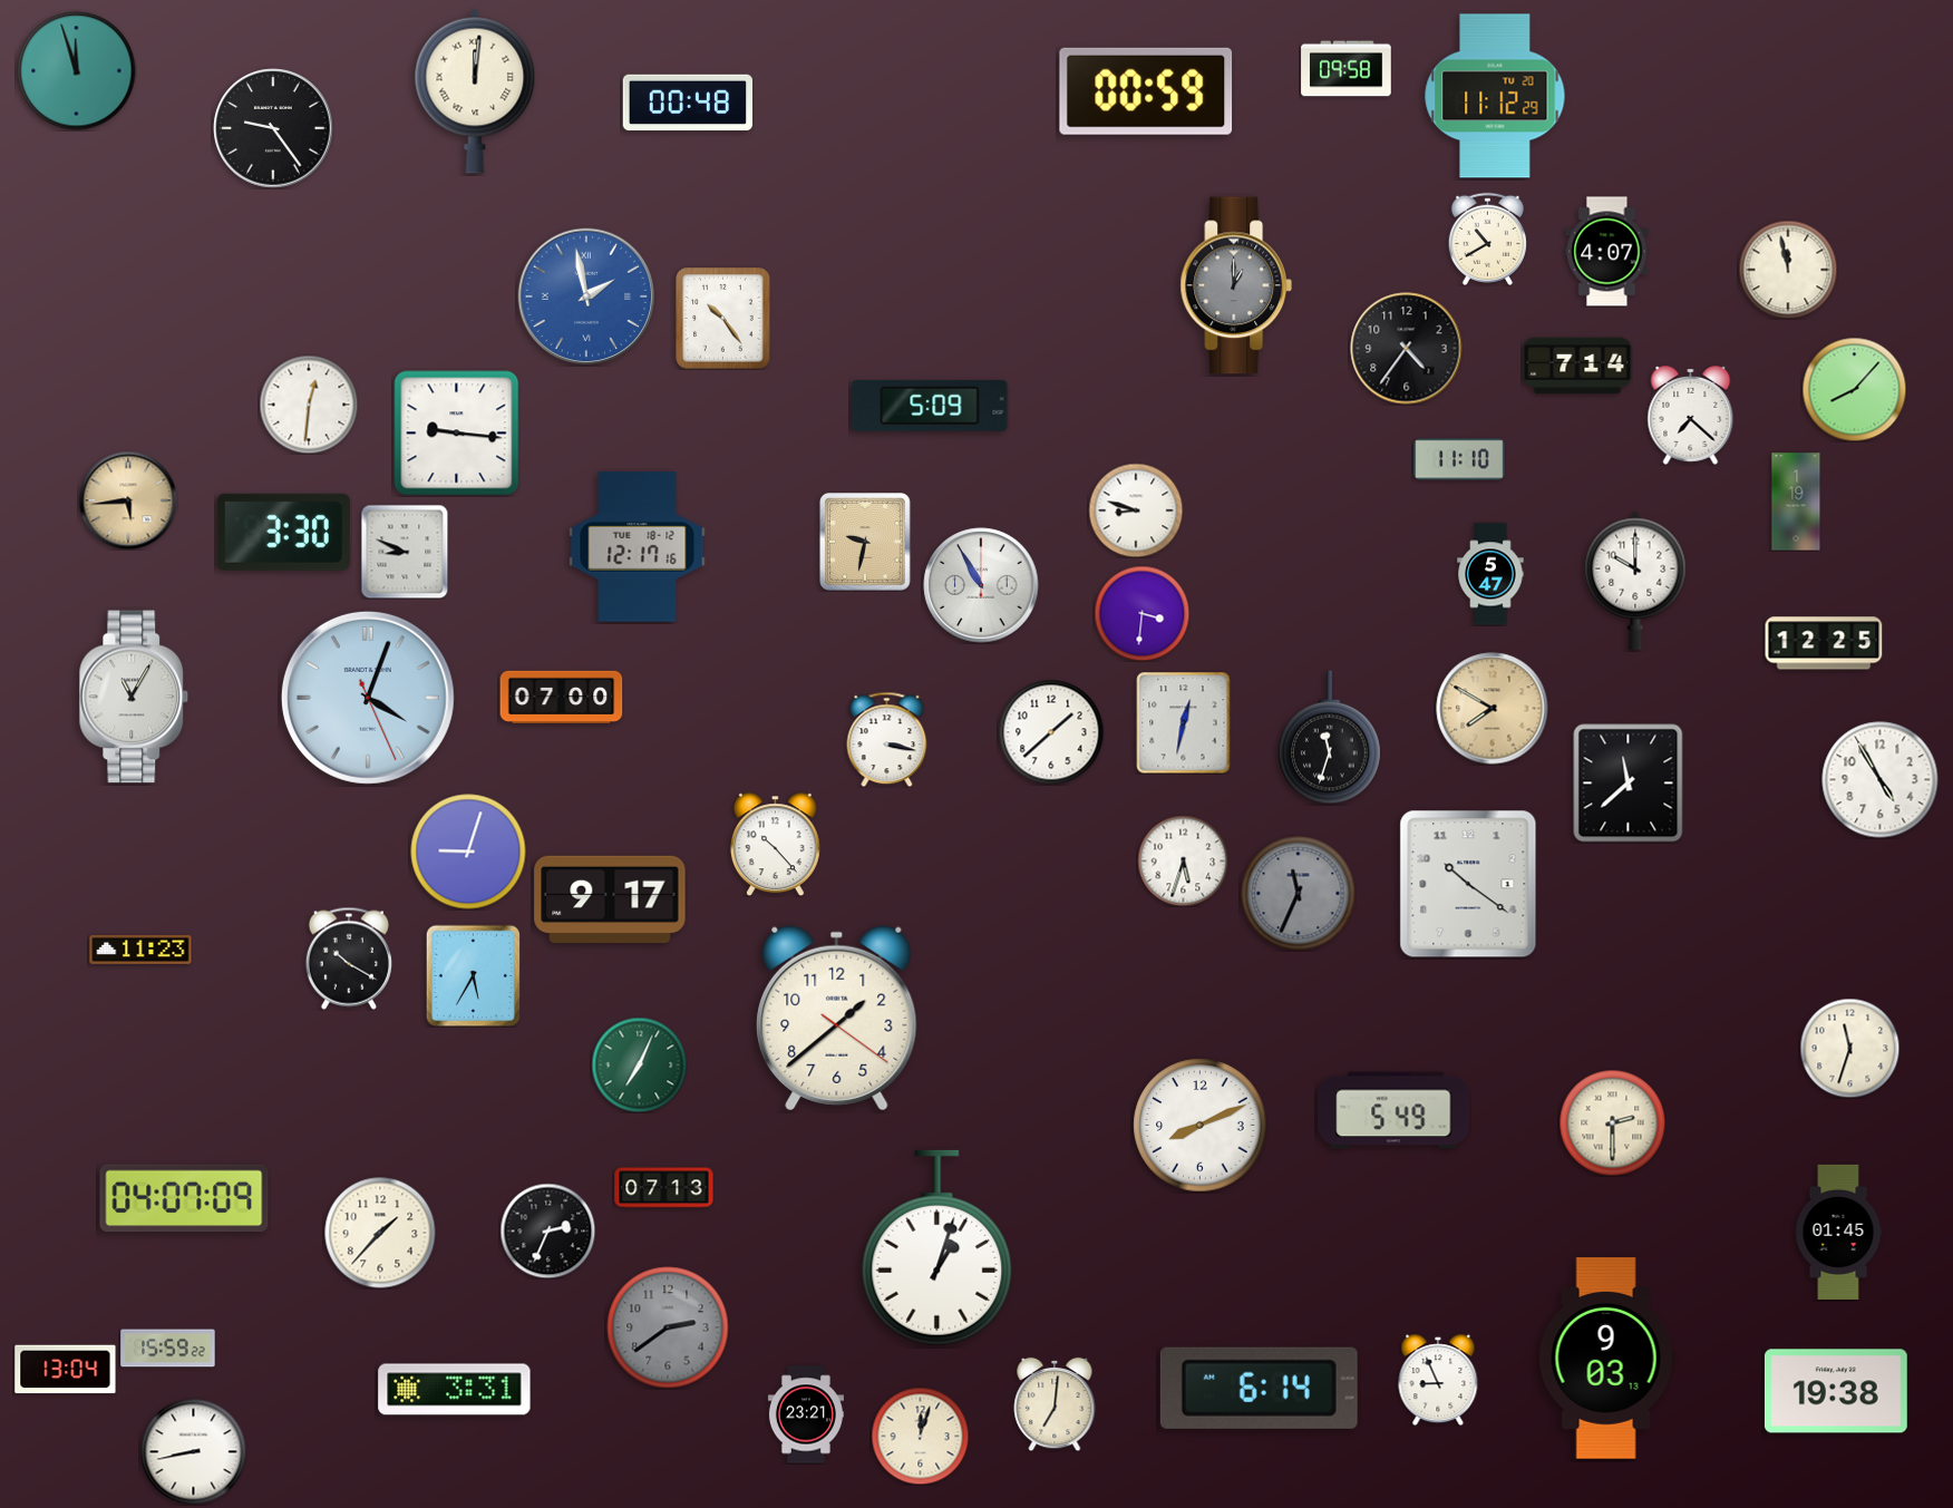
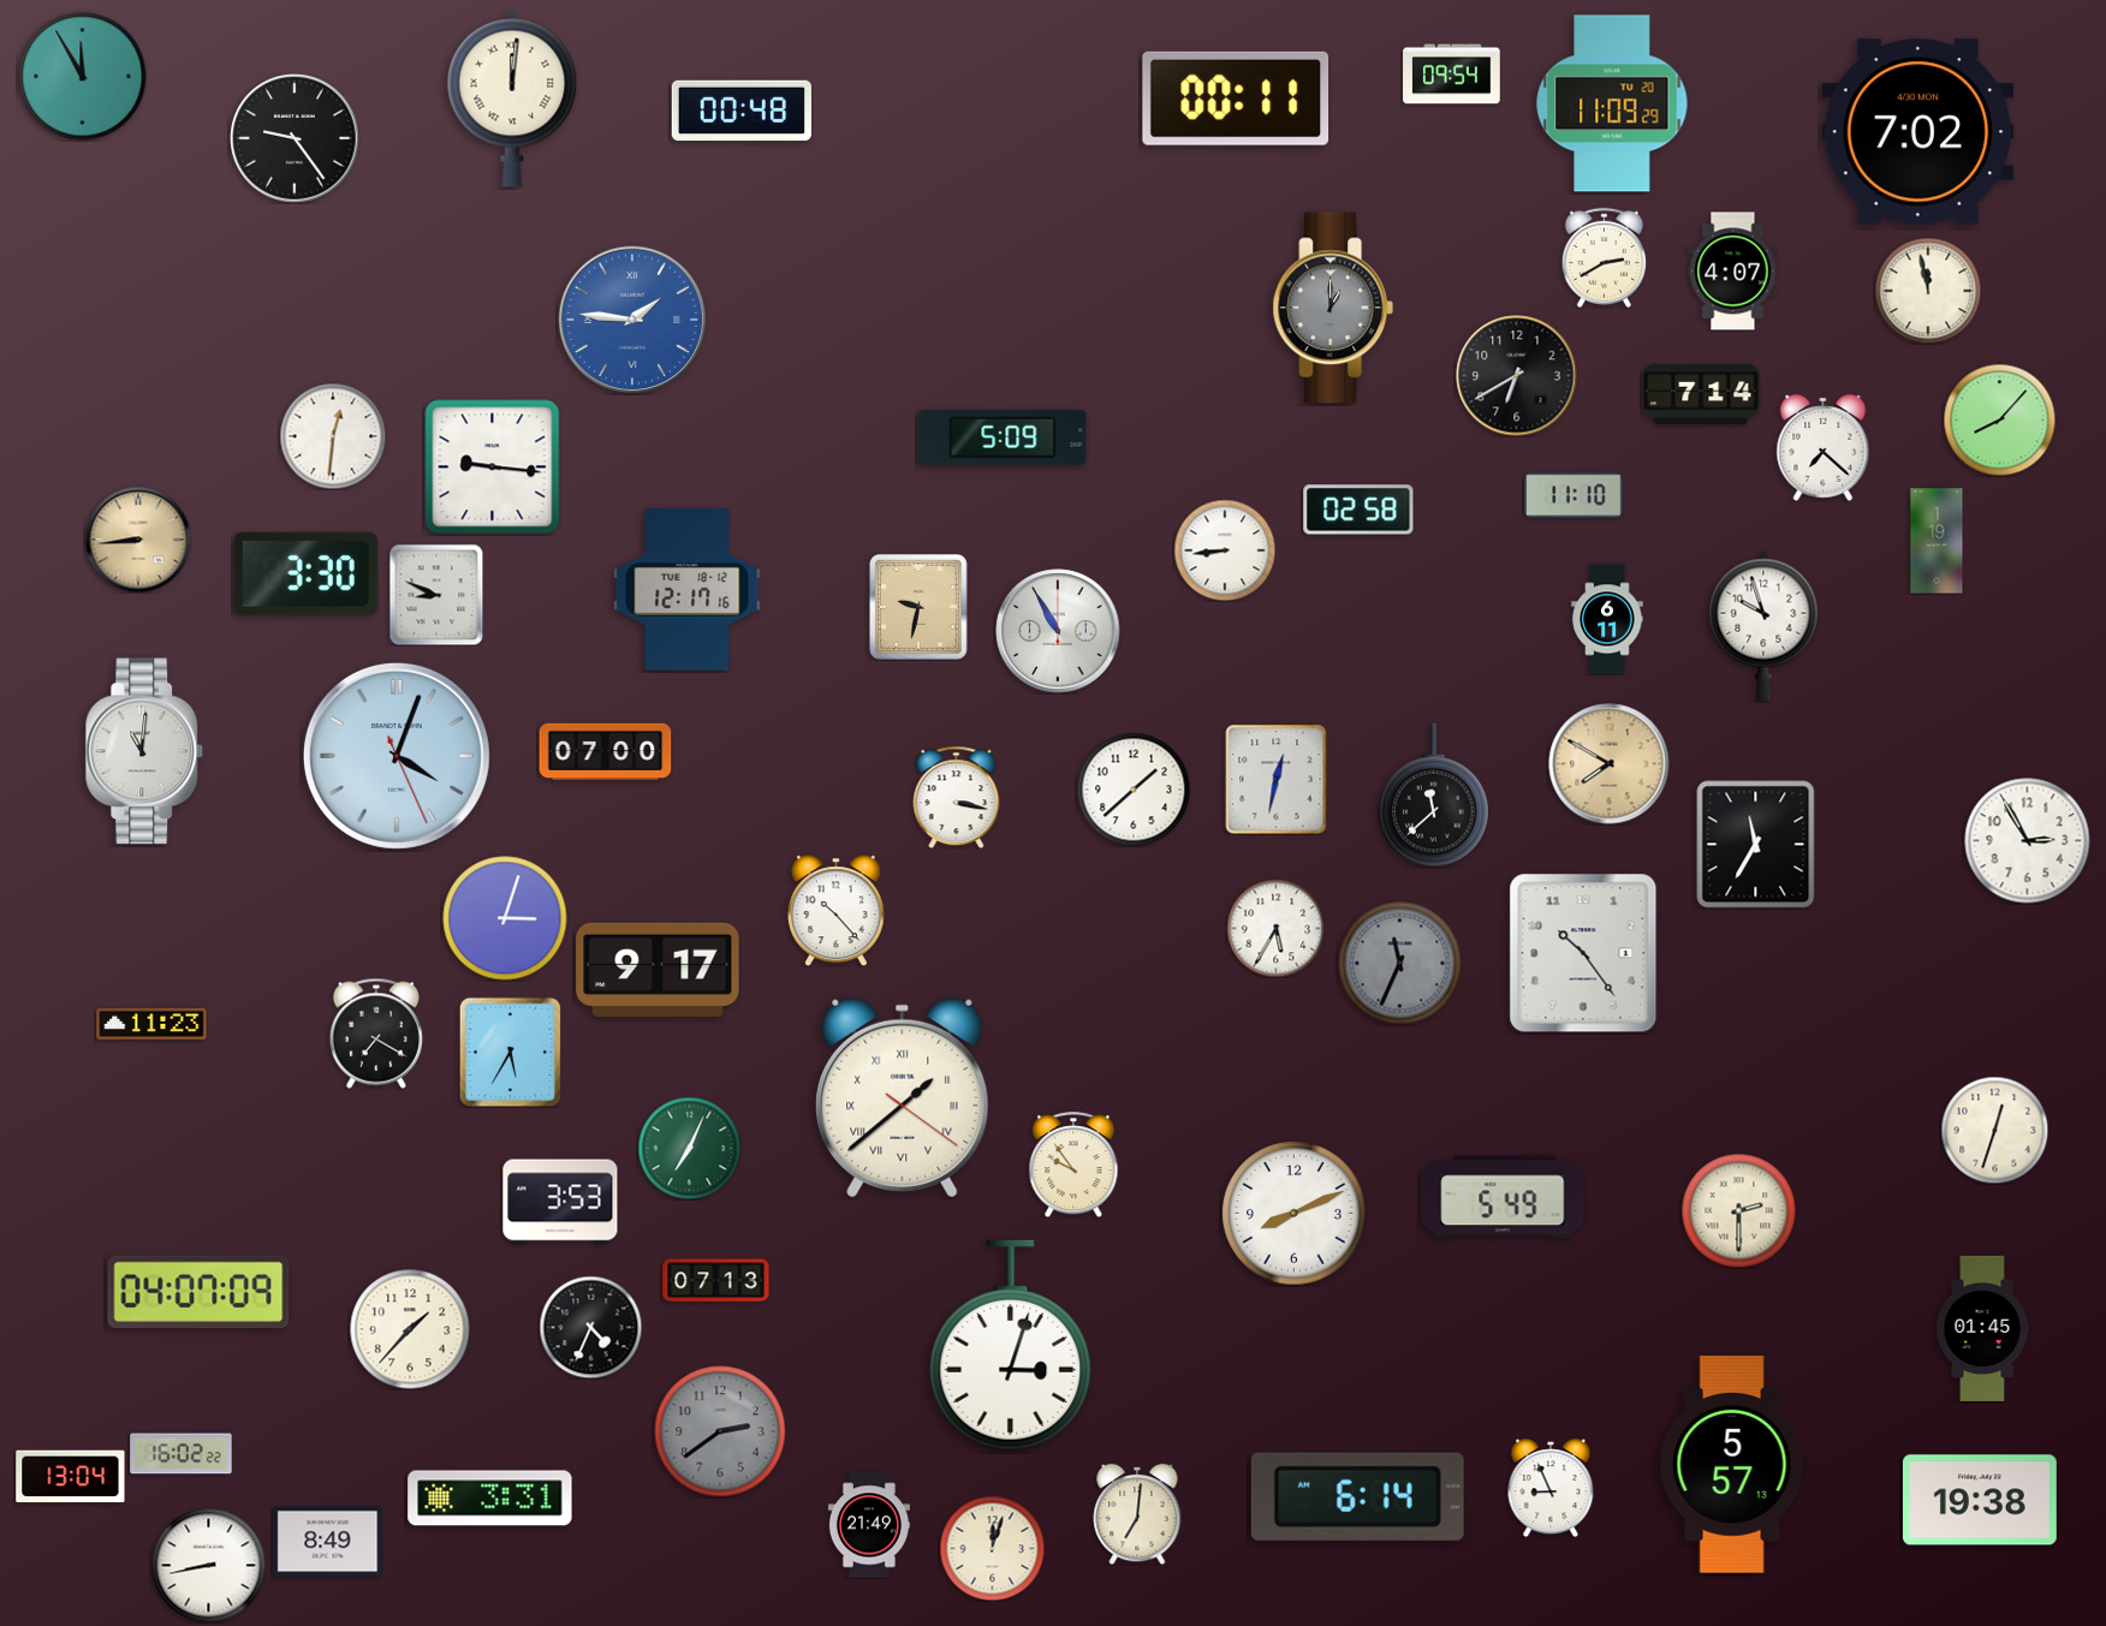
clock at (1347, 69): 09:58 -> 09:54
clock at (77, 71): 11:57 -> 11:55
clock at (1146, 91): 00:59 -> 00:11
clock at (1495, 96): 11:12 -> 11:09
clock at (1918, 132): none -> 7:02
clock at (1487, 239): 10:40 -> 2:40
clock at (586, 296): 1:58 -> 1:46
clock at (723, 319): 10:24 -> none
clock at (1407, 349): 4:36 -> 6:40
clock at (1358, 510): none -> 02:58
clock at (128, 500): 5:44 -> 8:44
clock at (1136, 510): 8:48 -> 8:44
clock at (866, 543) position: (866, 543) -> (920, 608)
clock at (1490, 574): 5:47 -> 6:11
clock at (1635, 581): 10:00 -> 9:57
clock at (1141, 613): 3:31 -> none
clock at (1824, 643): 12:25 -> none
clock at (134, 697): 11:05 -> 11:01
clock at (368, 698) position: (368, 698) -> (397, 756)
clock at (1330, 738): 11:33 -> 11:38
clock at (1881, 780): 4:55 -> 2:55
clock at (1629, 784): 11:38 -> 11:35
clock at (468, 852): 9:03 -> 3:03
clock at (1183, 860): 5:33 -> 5:35
clock at (1468, 884): 10:21 -> 10:24
clock at (349, 959): 10:20 -> 7:20
clock at (837, 1019) numerals: Arabic -> Roman
clock at (1849, 1048): 11:33 -> 12:33
clock at (1073, 1165): none -> 9:54
clock at (560, 1202): none -> 3:53
clock at (547, 1230): 2:34 -> 4:34
clock at (937, 1248): 1:03 -> 3:03
clock at (168, 1349): 15:59 -> 16:02
clock at (1606, 1359): 9:03 -> 5:57
clock at (806, 1414): 23:21 -> 21:49
clock at (328, 1542): none -> 8:49
